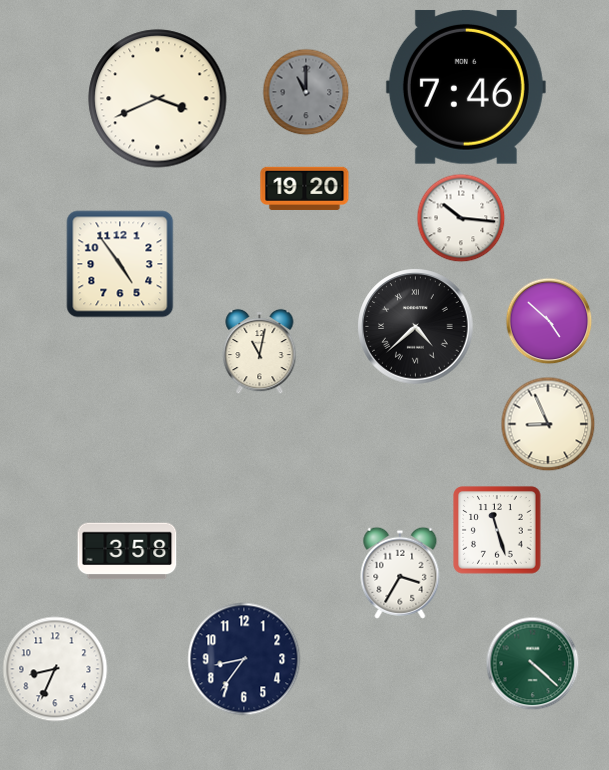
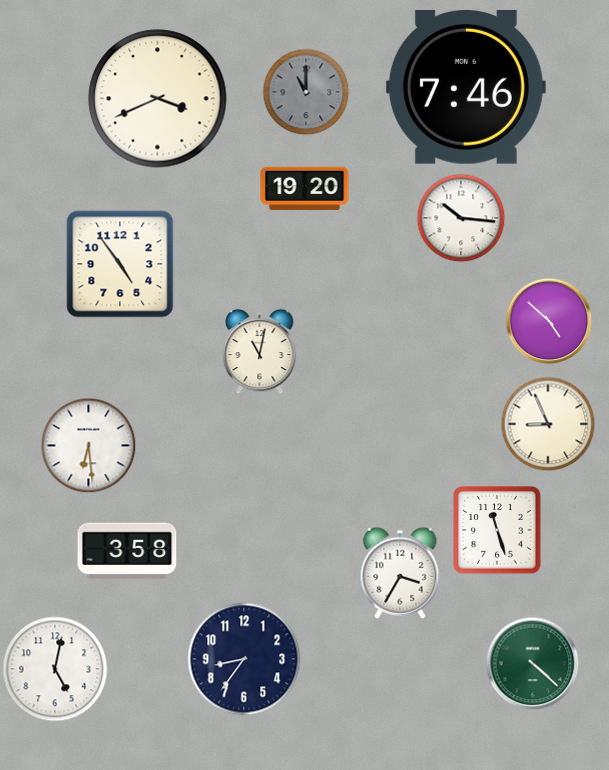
clock at (416, 327): 4:38 -> none
clock at (88, 445): none -> 6:29
clock at (55, 669): 8:34 -> 5:02
